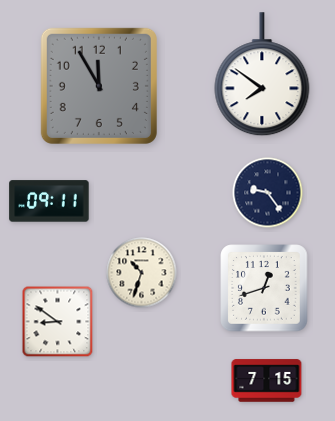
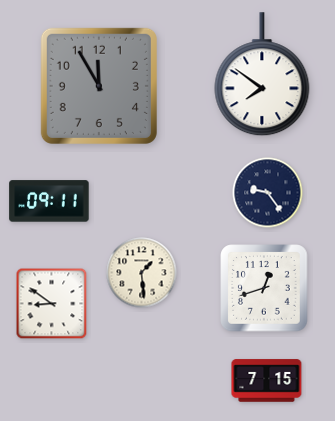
clock at (142, 273): 10:33 -> 1:29
clock at (58, 322) position: (58, 322) -> (52, 304)
